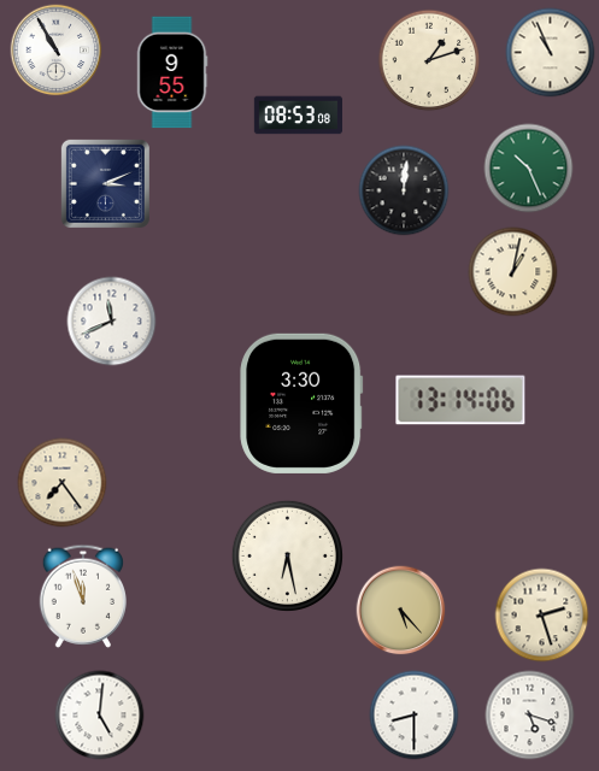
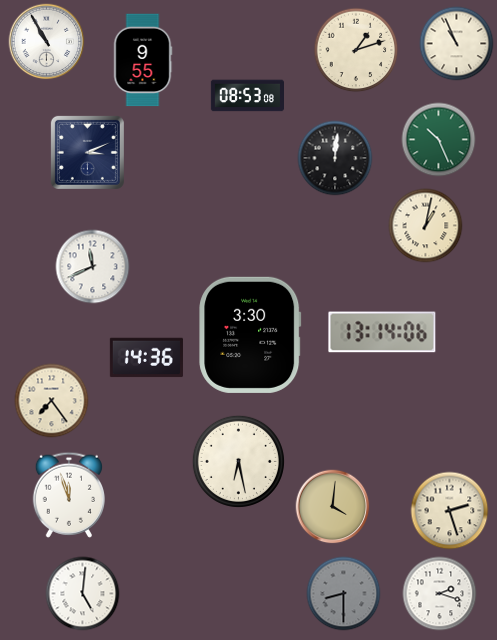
clock at (146, 358): none -> 14:36
clock at (401, 611): 5:23 -> 4:01
clock at (415, 716) dial: white -> grey
clock at (530, 716): 5:18 -> 2:18
